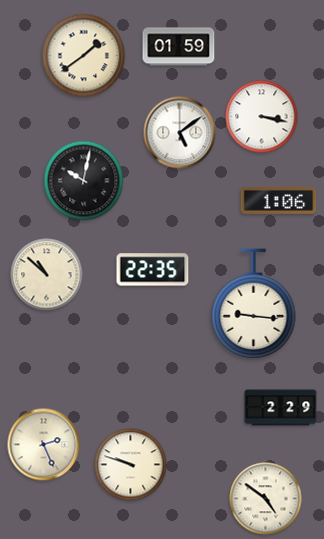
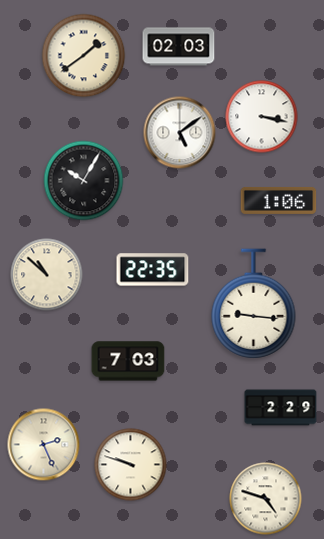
clock at (179, 47): 01:59 -> 02:03
clock at (84, 181): 10:02 -> 10:05
clock at (128, 361): none -> 7:03
clock at (266, 499): 4:51 -> 4:48
